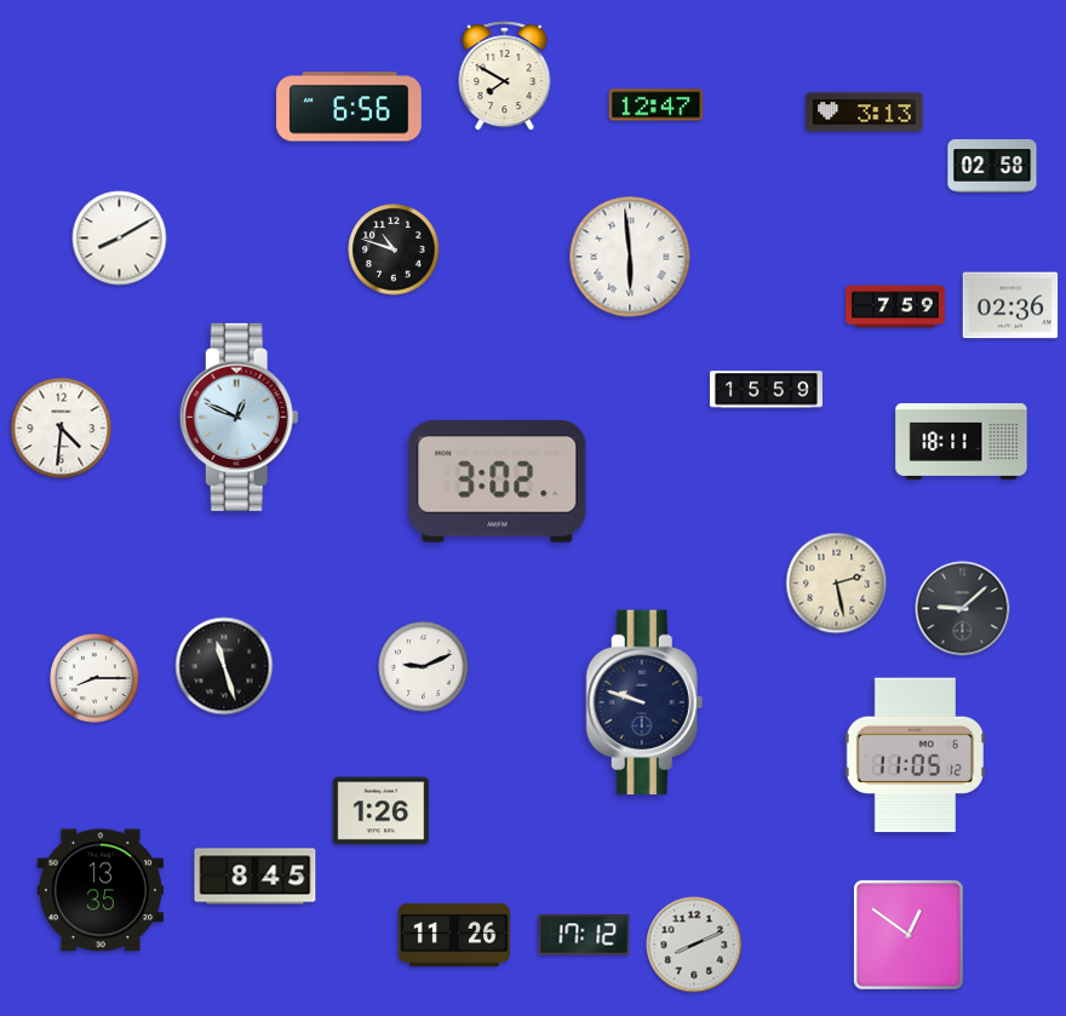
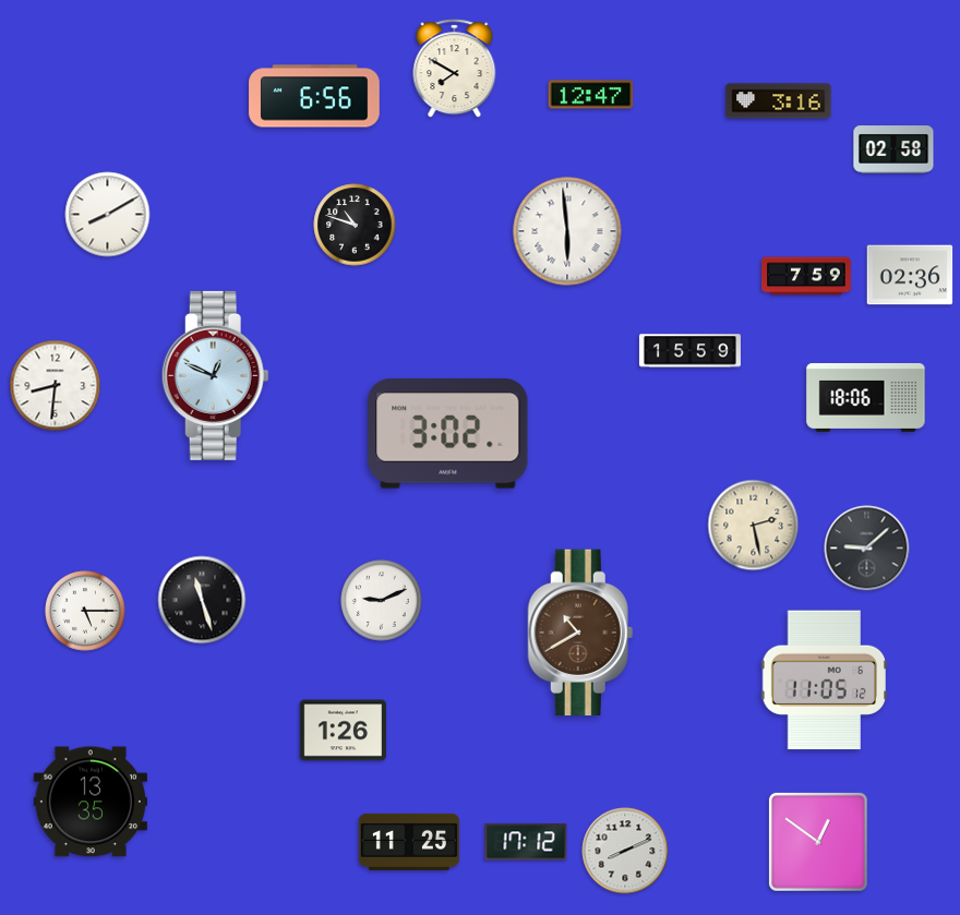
clock at (865, 113): 3:13 -> 3:16
clock at (62, 429): 4:31 -> 8:31
clock at (962, 441): 18:11 -> 18:06
clock at (94, 678): 8:15 -> 5:15
clock at (644, 702): 9:48 -> 10:40
clock at (644, 702) dial: navy -> brown
clock at (256, 877): 8:45 -> none
clock at (454, 935): 11:26 -> 11:25
